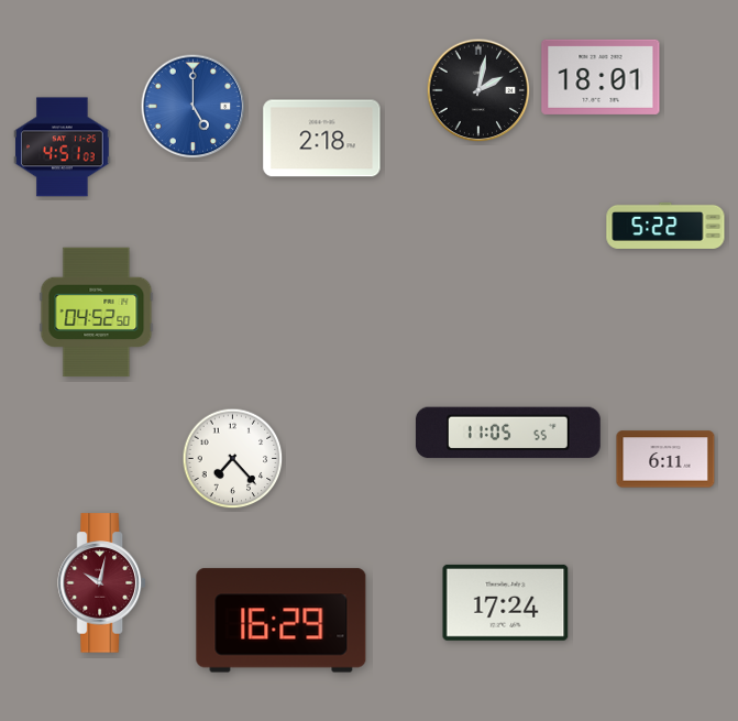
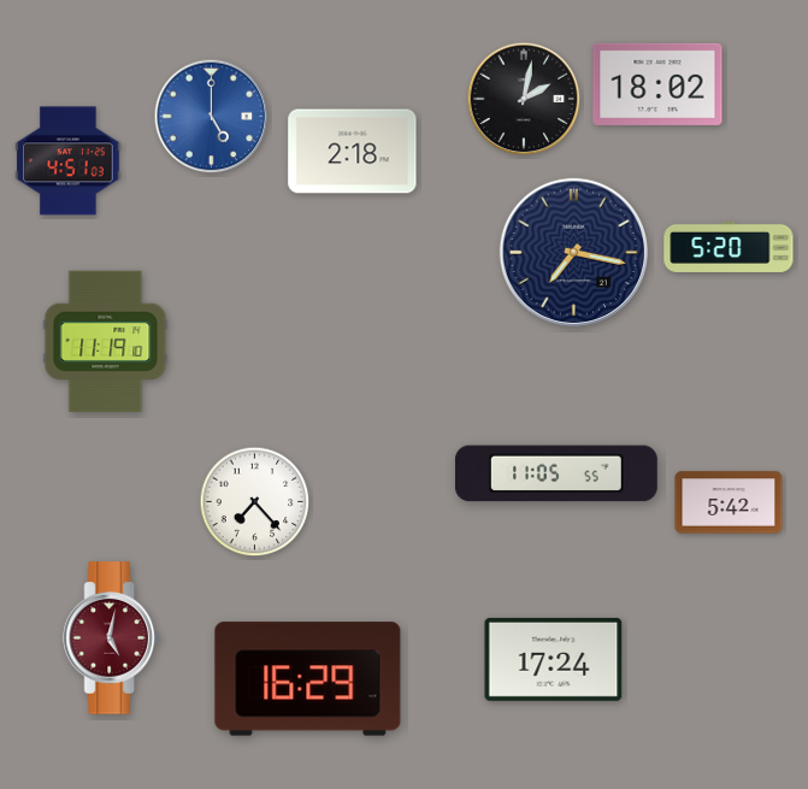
clock at (601, 77): 18:01 -> 18:02
clock at (665, 226): 5:22 -> 5:20
clock at (573, 252): none -> 7:17
clock at (97, 313): 04:52 -> 11:19
clock at (665, 459): 6:11 -> 5:42
clock at (101, 583): 10:02 -> 5:02
